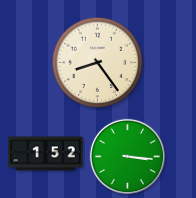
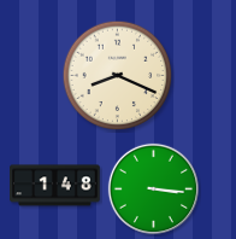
clock at (98, 63): 8:24 -> 8:19
clock at (46, 154): 1:52 -> 1:48
